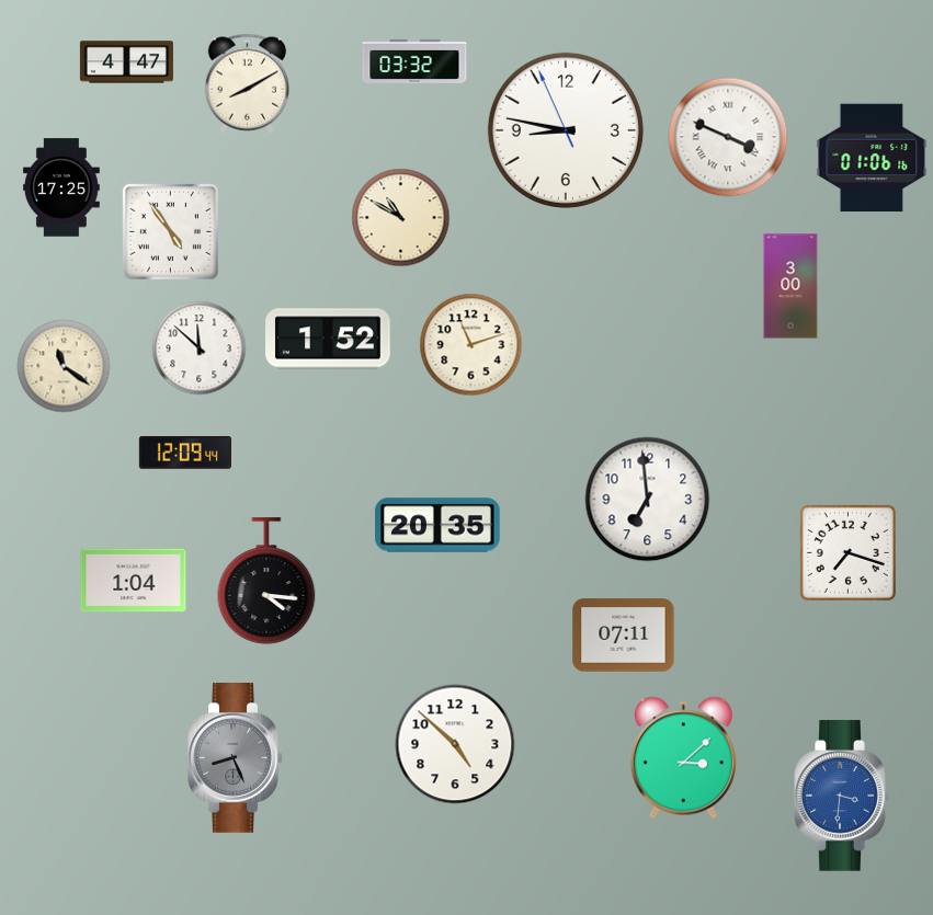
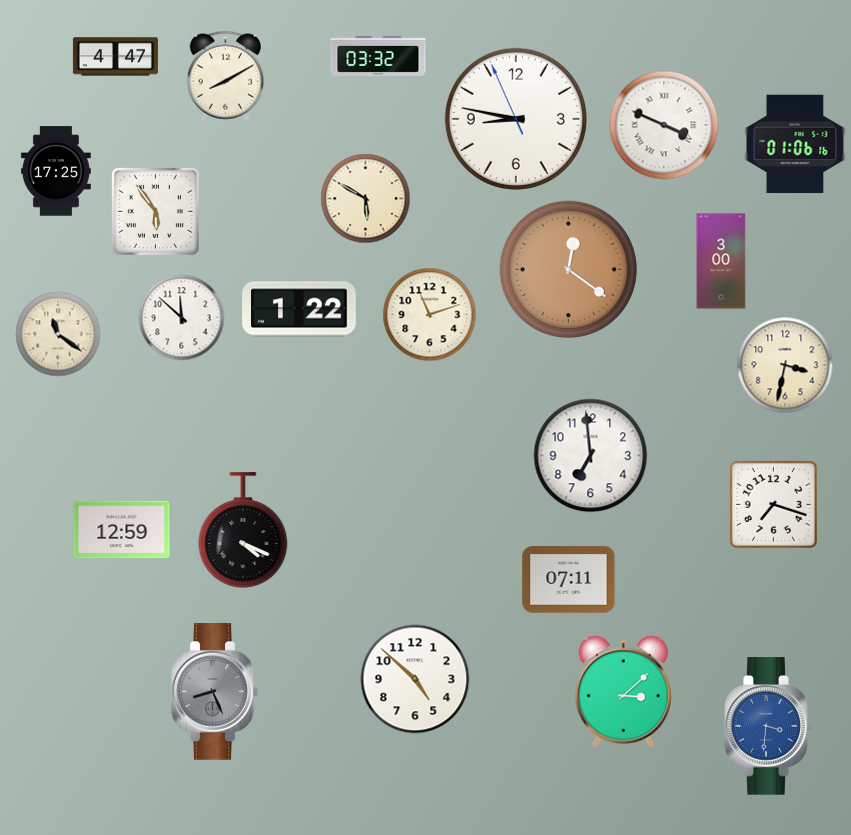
clock at (401, 218): 10:50 -> 5:50
clock at (170, 231): 4:54 -> 5:54
clock at (568, 269): none -> 12:21
clock at (328, 339): 1:52 -> 1:22
clock at (785, 365): none -> 3:32
clock at (185, 454): 12:09 -> none
clock at (437, 525): 20:35 -> none
clock at (134, 581): 1:04 -> 12:59
clock at (266, 581): 4:16 -> 4:19
